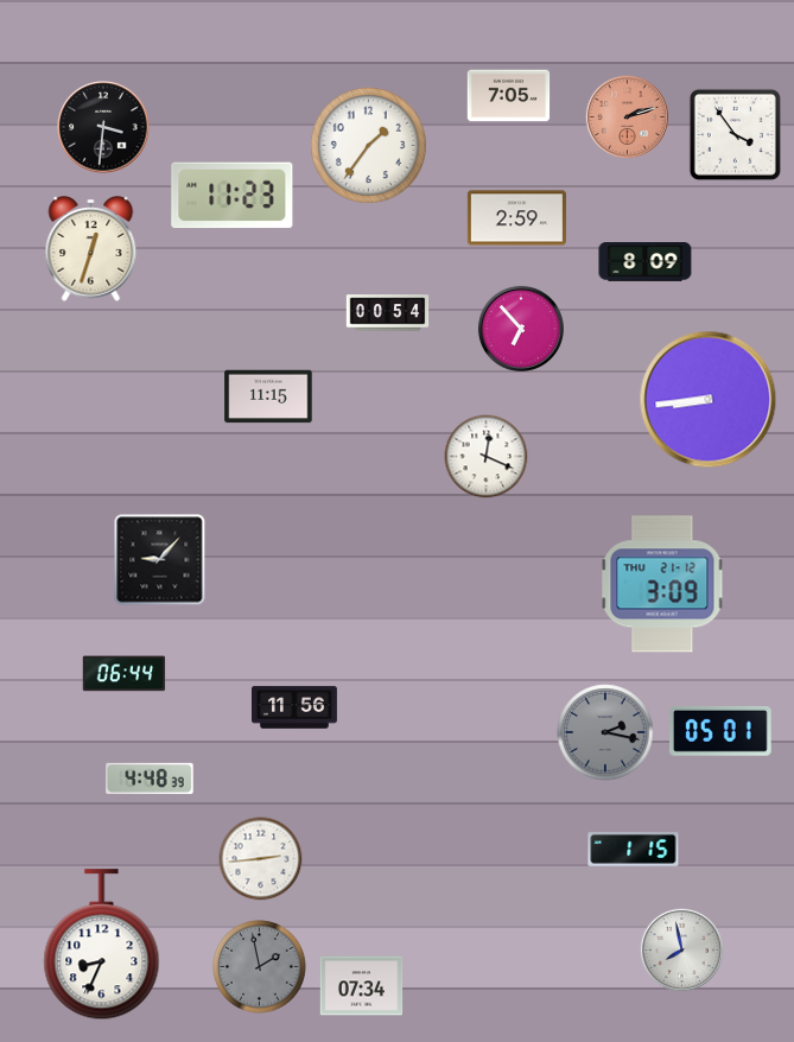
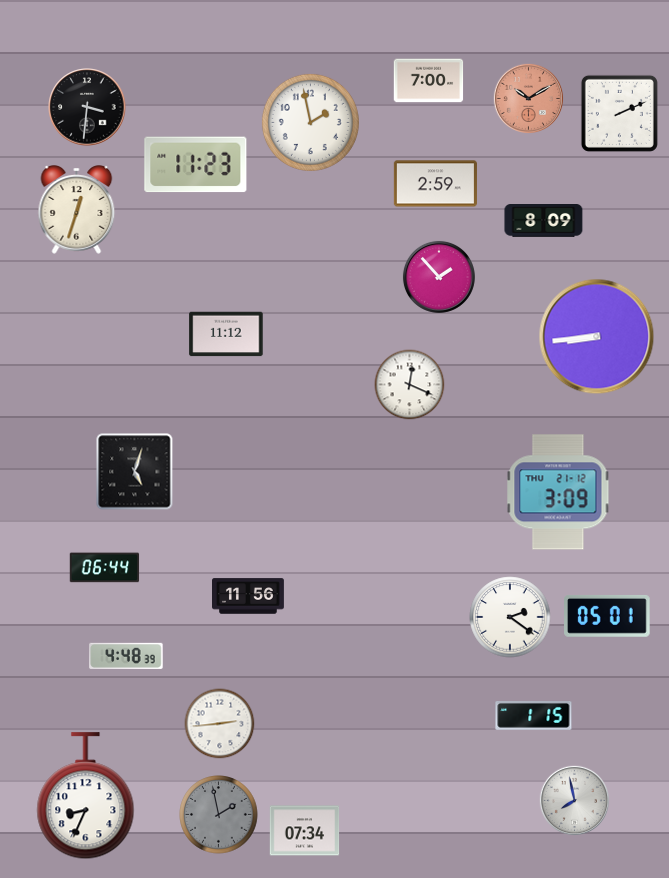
clock at (509, 96): 7:05 -> 7:00
clock at (627, 116): 2:12 -> 10:10
clock at (735, 134): 3:54 -> 2:11
clock at (368, 145): 1:36 -> 1:58
clock at (388, 313): 00:54 -> none
clock at (521, 329): 6:53 -> 1:53
clock at (268, 396): 11:15 -> 11:12
clock at (160, 560): 9:07 -> 5:03
clock at (605, 732): 2:17 -> 2:21
clock at (605, 732) dial: grey -> white
